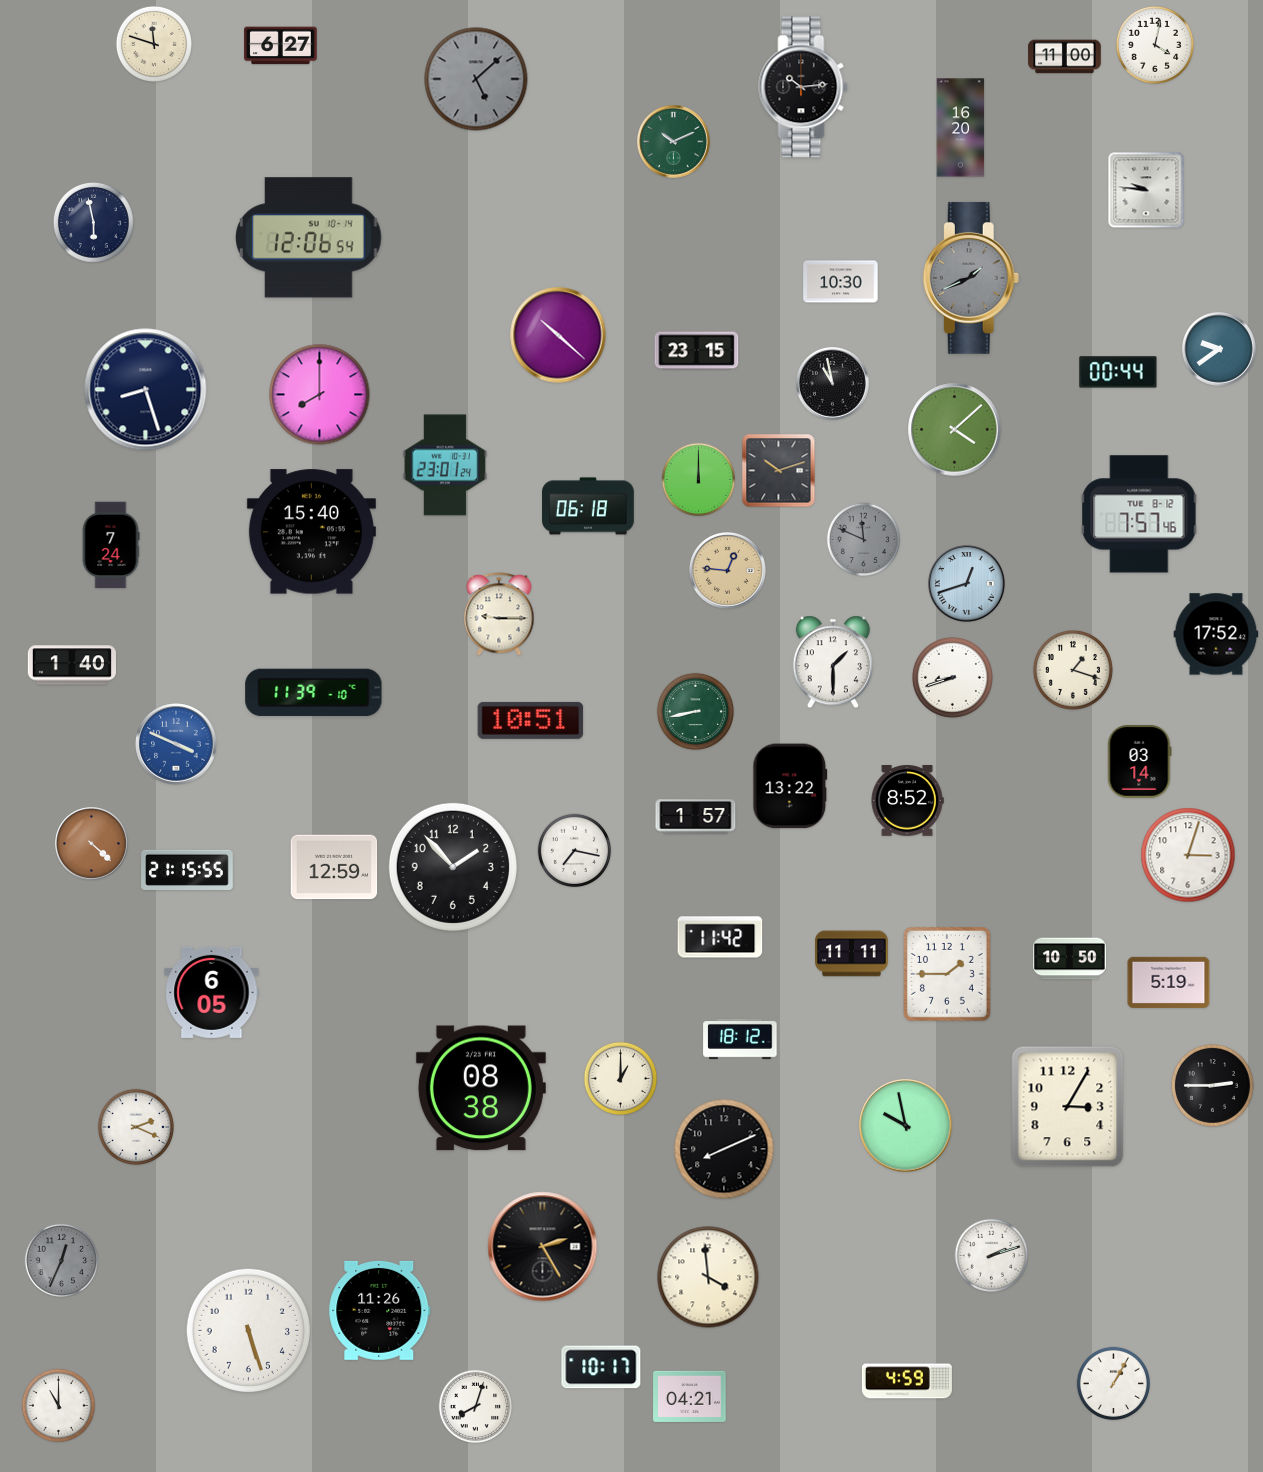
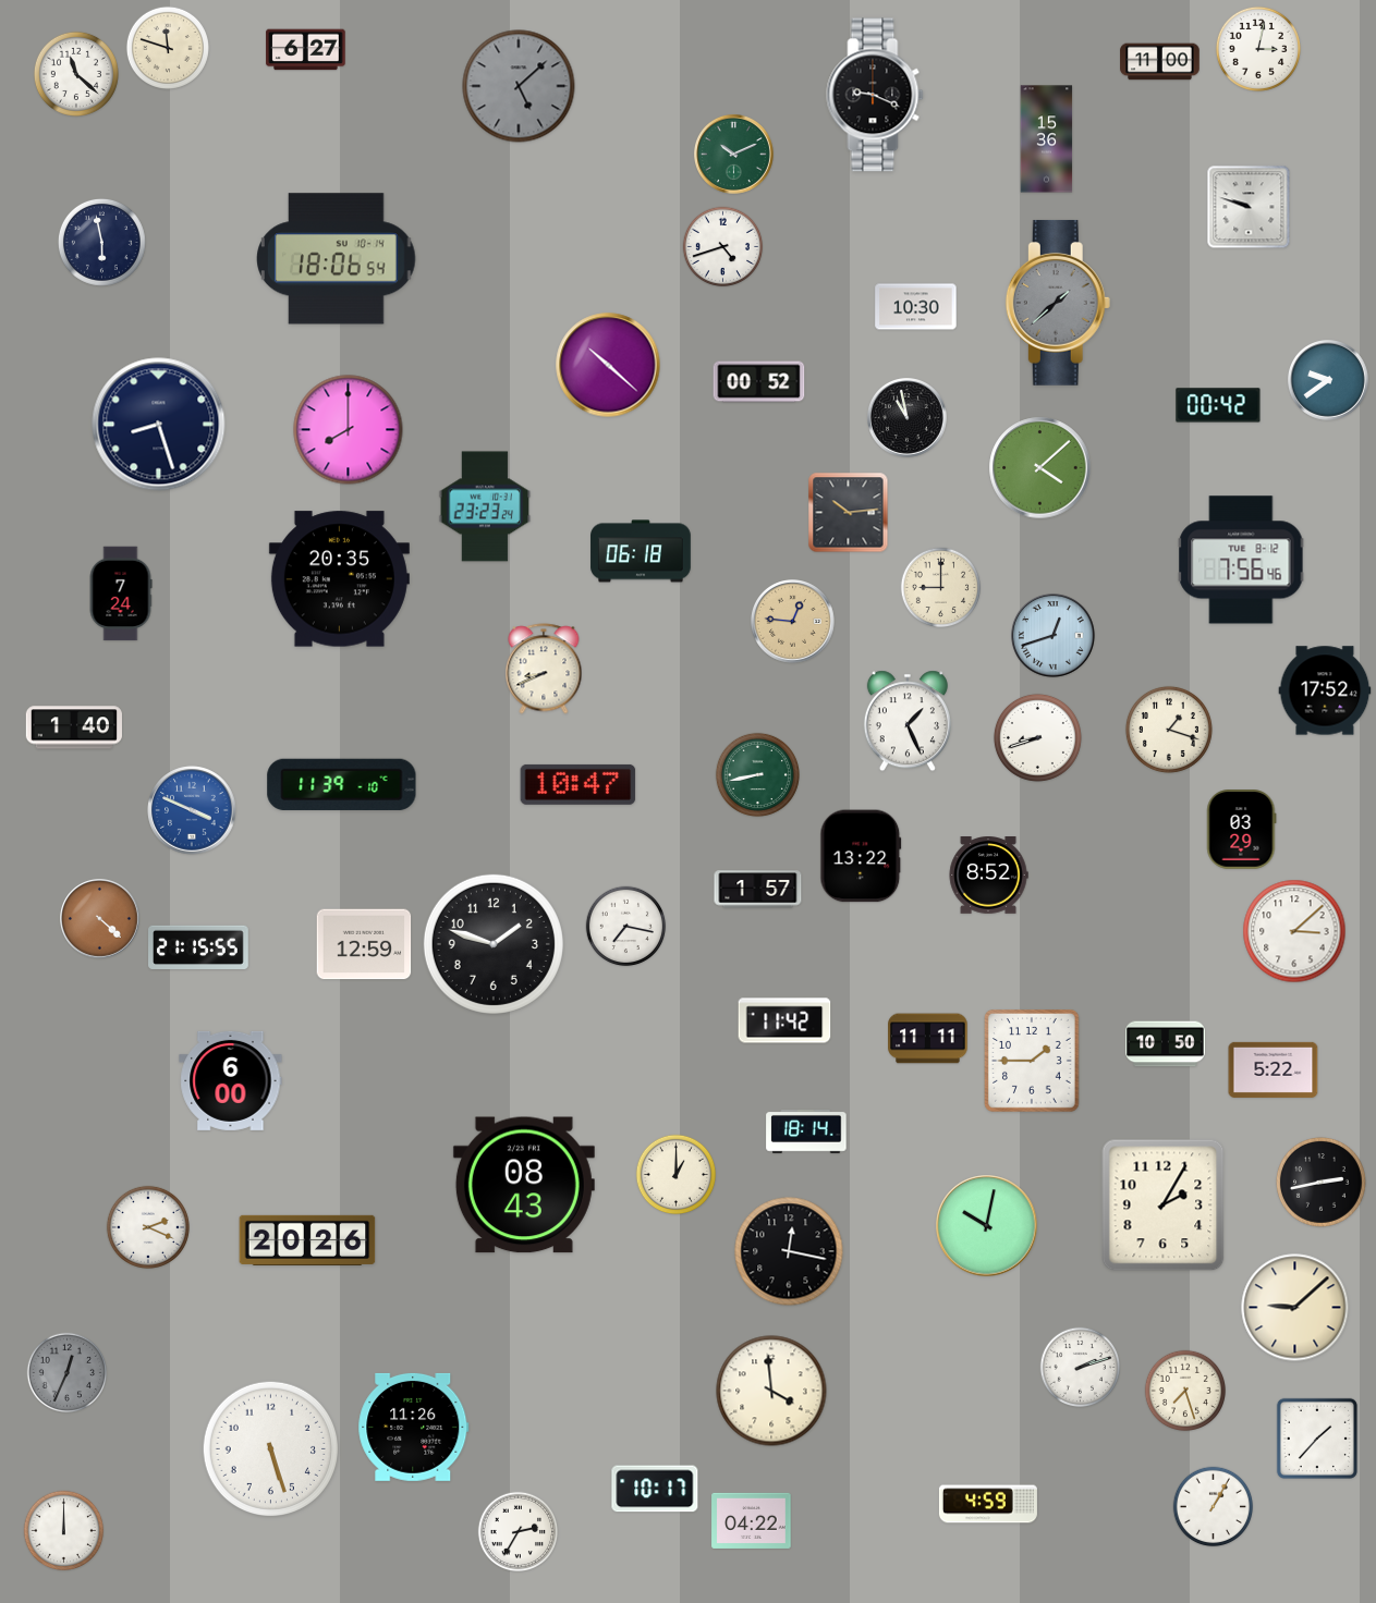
clock at (1155, 45): 4:02 -> 3:02
clock at (76, 74): none -> 11:22
clock at (803, 87): 10:14 -> 9:19
clock at (961, 128): 16:20 -> 15:36
clock at (1146, 190): 9:46 -> 9:48
clock at (723, 247): none -> 4:42
clock at (309, 238): 12:06 -> 18:06
clock at (971, 278): 1:41 -> 1:38
clock at (697, 351): 23:15 -> 00:52
clock at (1118, 372): 00:44 -> 00:42
clock at (445, 465): 23:01 -> 23:23
clock at (779, 471): 10:12 -> 10:14
clock at (699, 480): 12:00 -> none
clock at (1139, 514): 7:57 -> 7:56
clock at (311, 532): 15:40 -> 20:35
clock at (864, 540): 11:49 -> 9:00
clock at (864, 540) dial: grey -> cream
clock at (499, 614): 9:15 -> 8:41
clock at (833, 662): 1:30 -> 1:26
clock at (72, 665) position: (72, 665) -> (74, 727)
clock at (314, 692) position: (314, 692) -> (342, 784)
clock at (531, 720): 10:51 -> 10:47
clock at (1140, 762): 03:14 -> 03:29
clock at (907, 801) position: (907, 801) -> (988, 876)
clock at (1188, 855): 3:03 -> 3:08
clock at (453, 867): 1:53 -> 1:48
clock at (187, 869) position: (187, 869) -> (198, 946)
clock at (1169, 982): 5:19 -> 5:22
clock at (212, 992): 6:05 -> 6:00
clock at (740, 1039): 18:12 -> 18:14
clock at (1212, 1085): 2:45 -> 2:43
clock at (481, 1088): 08:38 -> 08:43
clock at (1068, 1107): 3:05 -> 2:05
clock at (906, 1126): 9:58 -> 10:02
clock at (307, 1240): none -> 20:26
clock at (724, 1149): 8:11 -> 12:17
clock at (1295, 1308): none -> 9:08
clock at (543, 1247): 2:25 -> none
clock at (1184, 1390): none -> 7:27
clock at (1317, 1439): none -> 1:37
clock at (690, 1396): 04:21 -> 04:22
clock at (59, 1406): 11:00 -> 12:00
clock at (476, 1407): 8:03 -> 2:35
